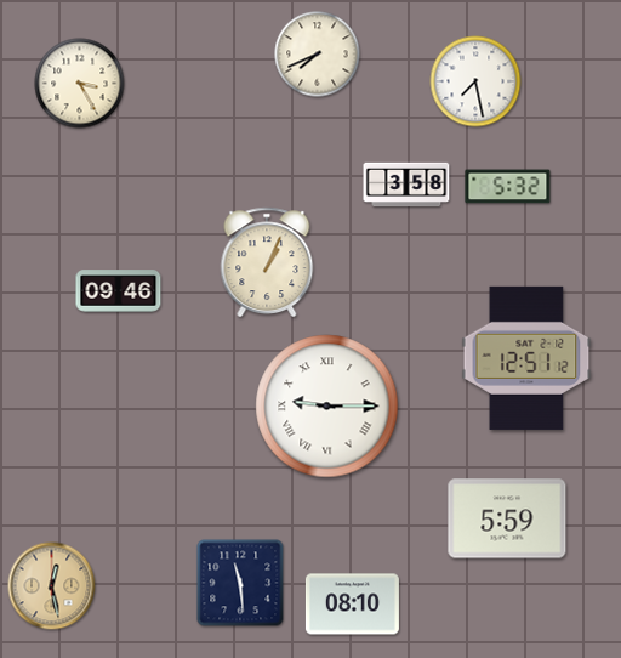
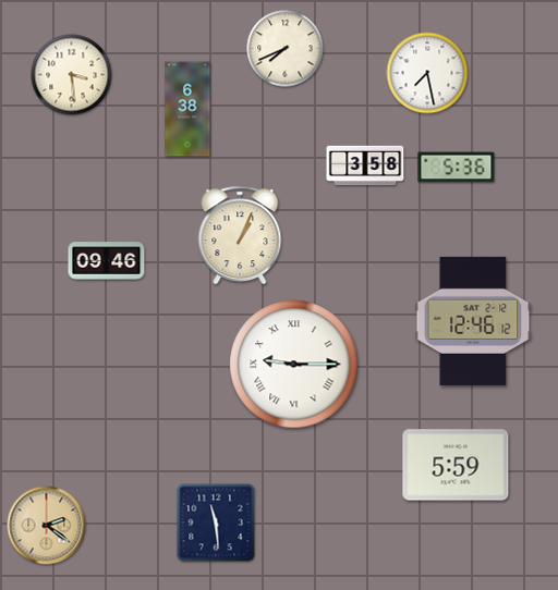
clock at (80, 84): 3:25 -> 3:29
clock at (187, 109): none -> 6:38
clock at (508, 187): 5:32 -> 5:36
clock at (526, 358): 12:51 -> 12:46
clock at (52, 586): 12:28 -> 2:21
clock at (352, 605): 08:10 -> none
